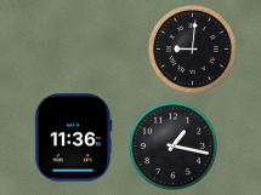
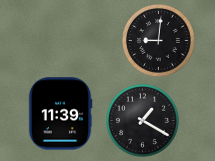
clock at (73, 138): 11:36 -> 11:39
clock at (174, 147): 1:17 -> 1:20
